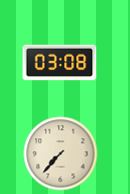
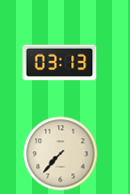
clock at (60, 63): 03:08 -> 03:13
